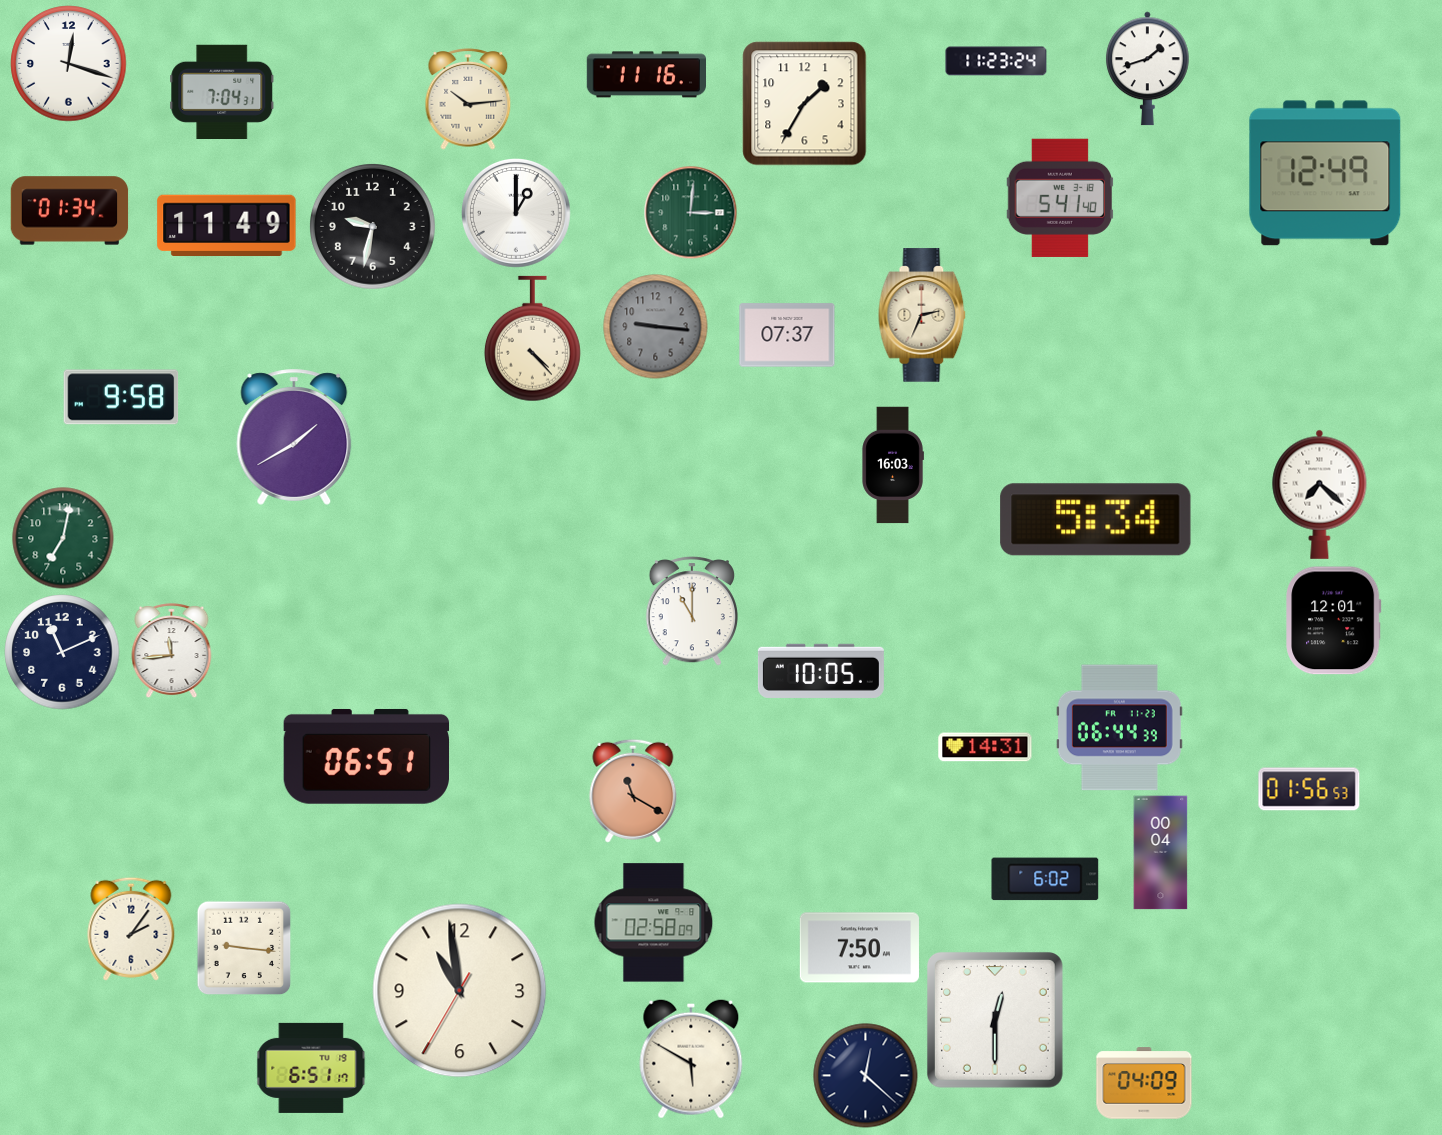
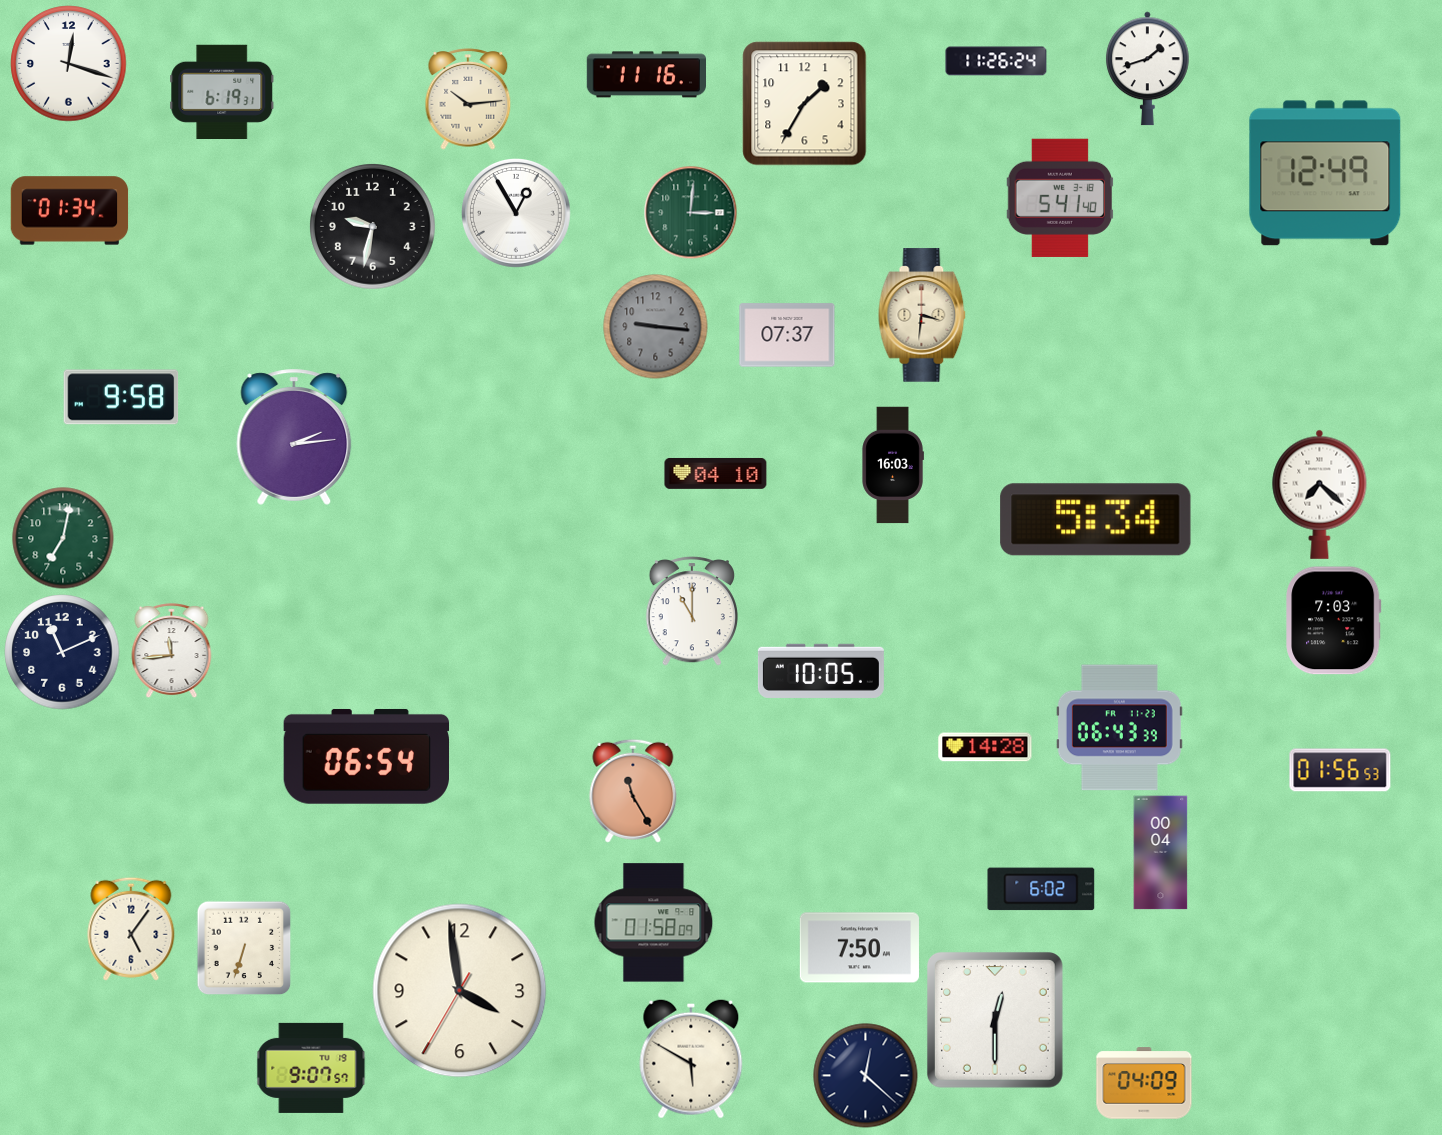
clock at (996, 61): 11:23 -> 11:26
clock at (222, 91): 7:04 -> 6:19
clock at (516, 213): 1:00 -> 12:55
clock at (227, 226): 11:49 -> none
clock at (922, 315): 2:34 -> 3:31
clock at (532, 339): 4:23 -> none
clock at (294, 437): 1:40 -> 2:14
clock at (716, 473): none -> 04:10
clock at (1334, 621): 12:01 -> 7:03
clock at (1119, 728): 06:44 -> 06:43
clock at (985, 747): 14:31 -> 14:28
clock at (366, 756): 06:51 -> 06:54
clock at (1309, 789) position: (1309, 789) -> (1340, 770)
clock at (633, 791): 11:20 -> 11:25
clock at (1045, 879) position: (1045, 879) -> (1041, 889)
clock at (654, 923): 02:58 -> 01:58
clock at (131, 929): 2:06 -> 5:06
clock at (244, 948): 9:16 -> 6:33
clock at (460, 991): 10:58 -> 3:58
clock at (311, 1068): 6:51 -> 9:07
